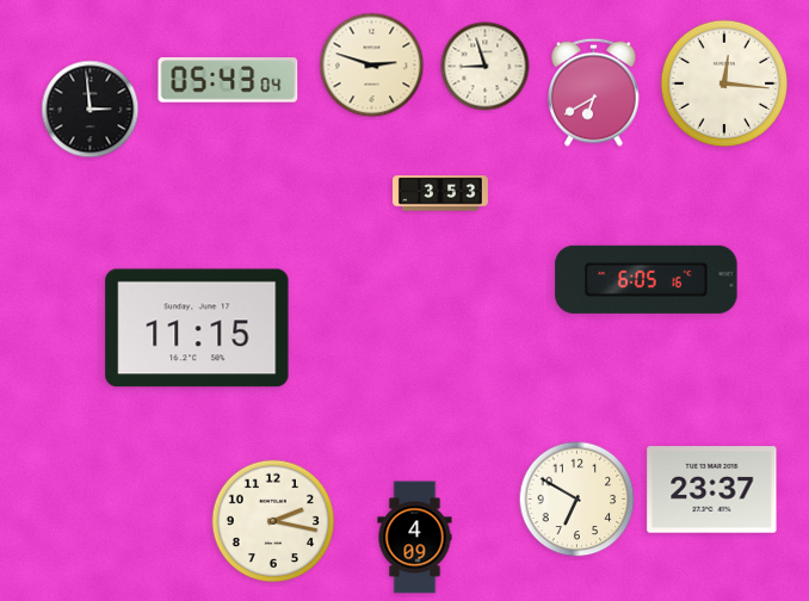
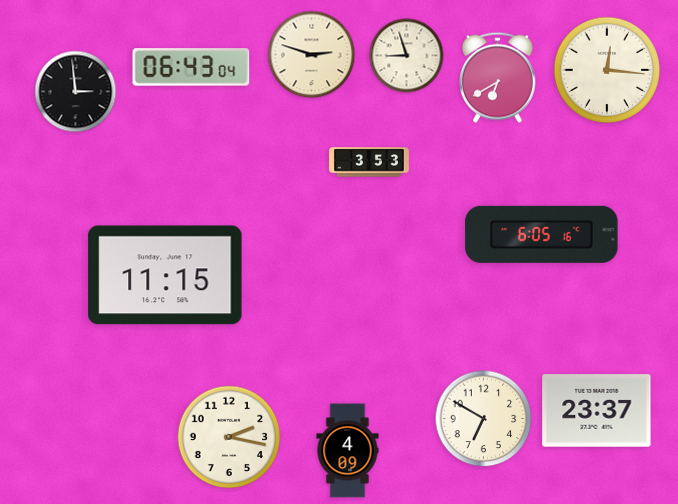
clock at (228, 80): 05:43 -> 06:43
